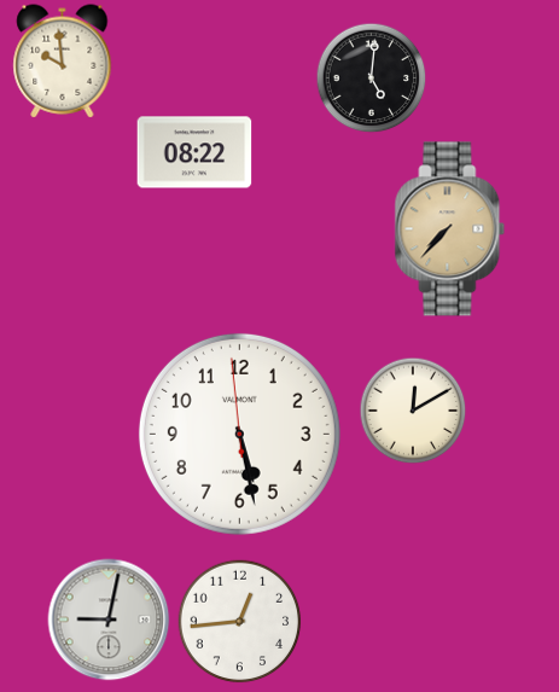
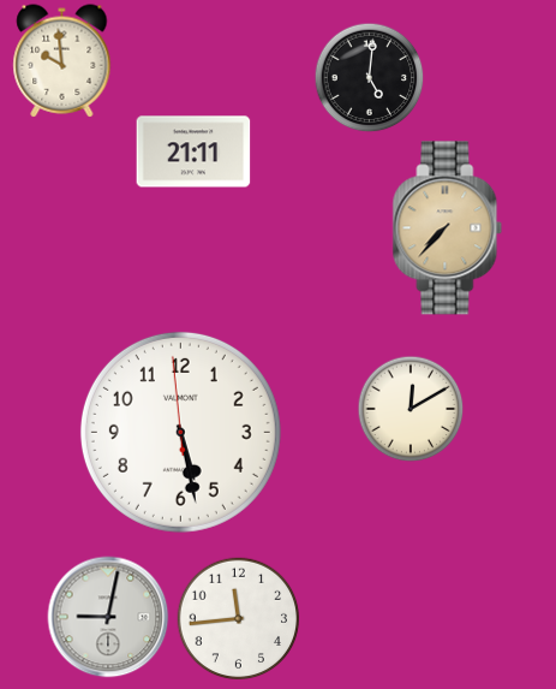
clock at (194, 152): 08:22 -> 21:11
clock at (239, 434) position: (239, 434) -> (180, 432)
clock at (240, 622): 12:44 -> 11:44
